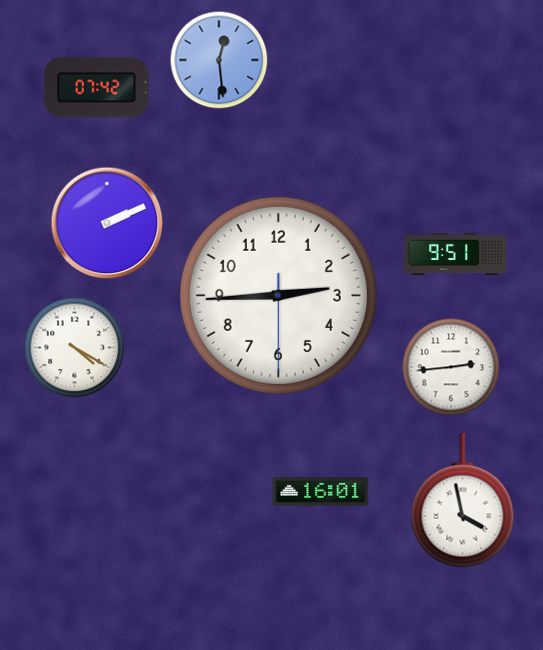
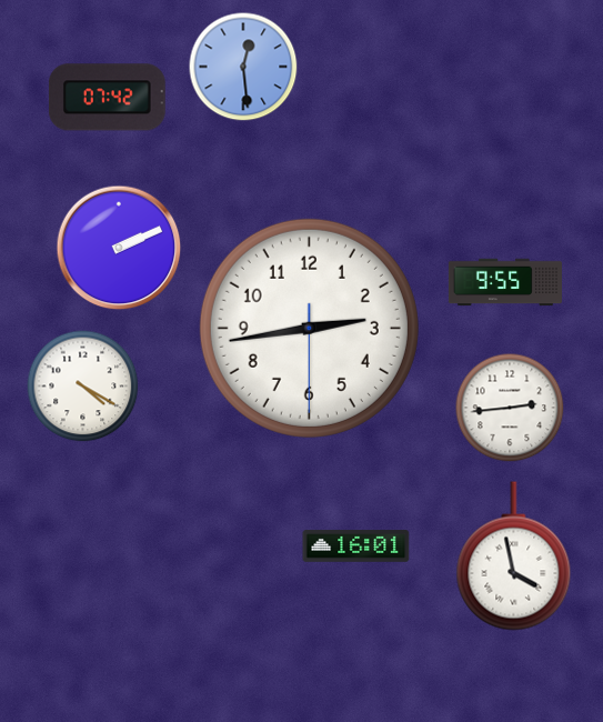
clock at (455, 254): 9:51 -> 9:55
clock at (278, 295): 2:44 -> 2:43
clock at (451, 367) position: (451, 367) -> (510, 408)
